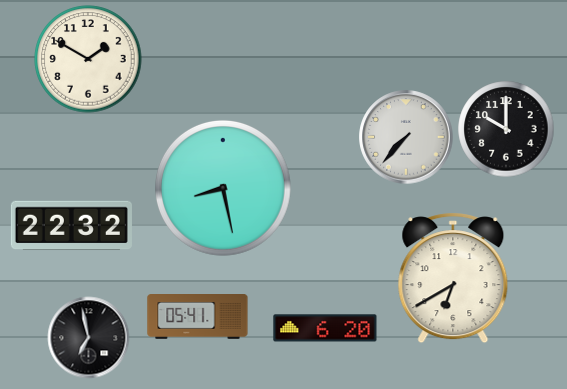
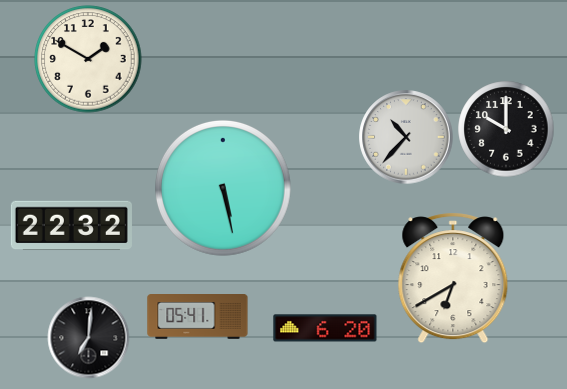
clock at (406, 137): 7:37 -> 10:37
clock at (223, 188): 8:28 -> 5:28
clock at (89, 338): 6:58 -> 7:01
